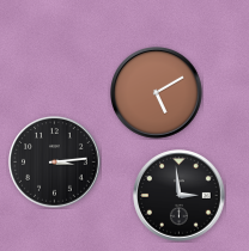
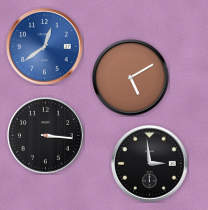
clock at (45, 47): none -> 12:39
clock at (55, 163): 3:14 -> 3:16
